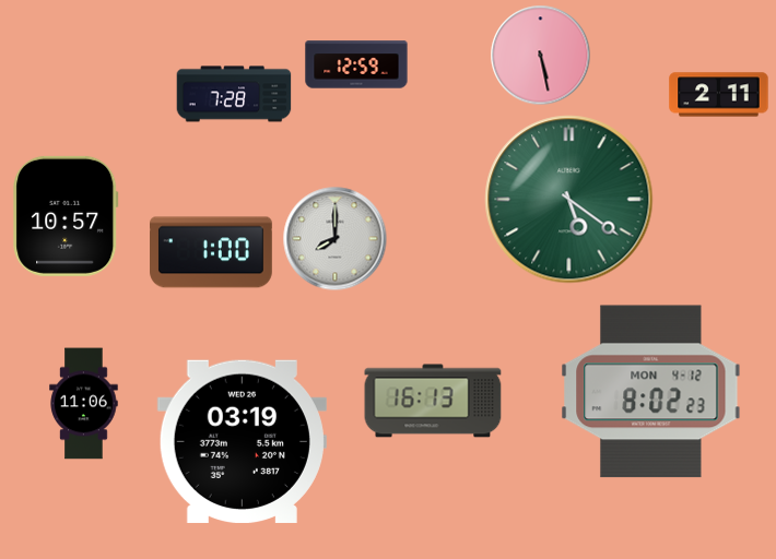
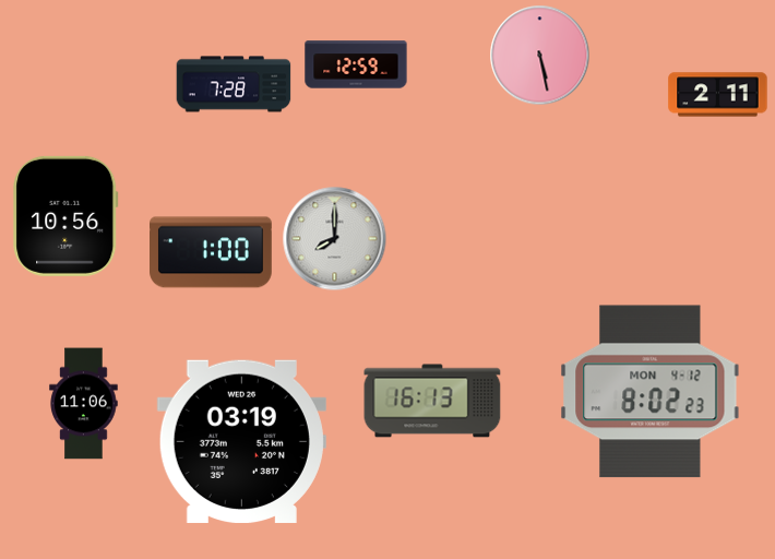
clock at (234, 94) position: (234, 94) -> (234, 84)
clock at (569, 200): 5:21 -> none
clock at (66, 216): 10:57 -> 10:56
